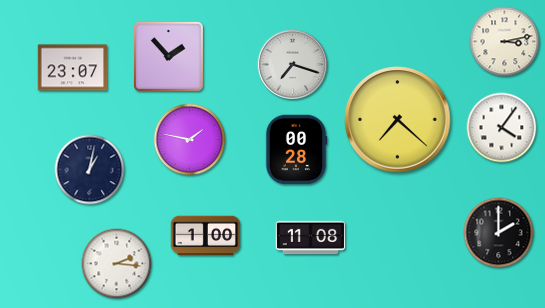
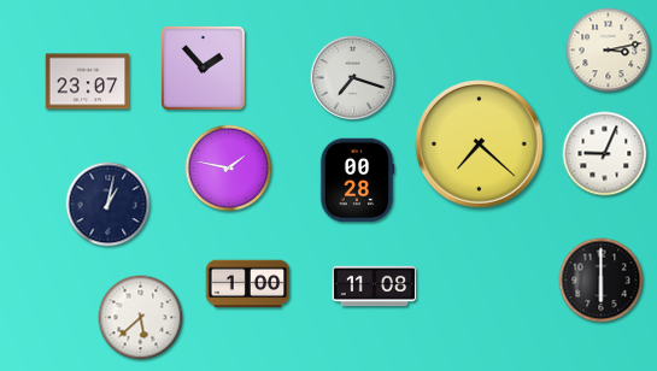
clock at (502, 128): 4:06 -> 9:04
clock at (499, 233): 2:00 -> 6:00
clock at (117, 264): 2:16 -> 5:38
